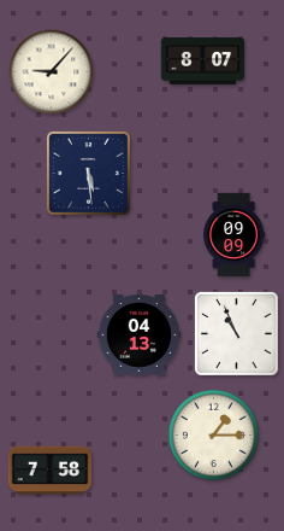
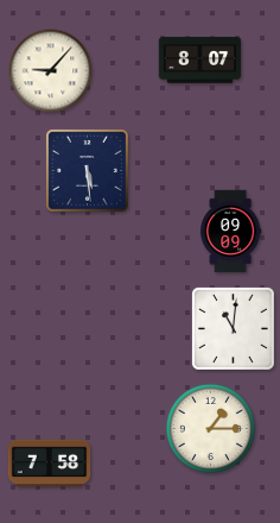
clock at (236, 333): 10:56 -> 11:01
clock at (140, 335): 04:13 -> none
